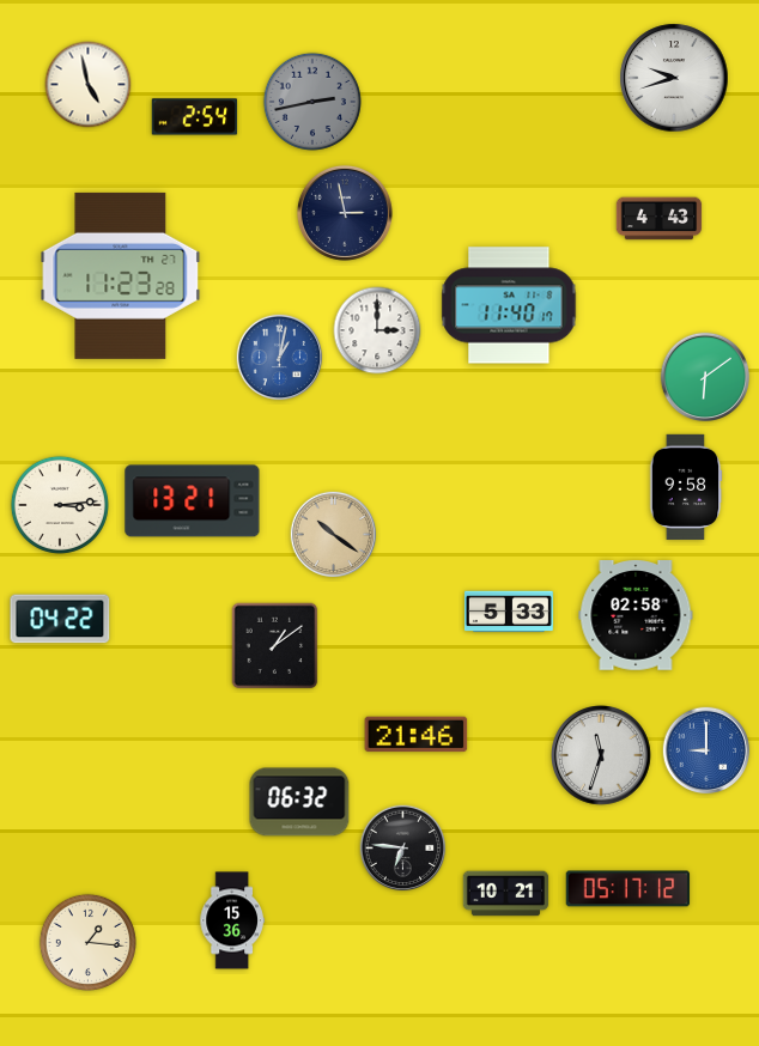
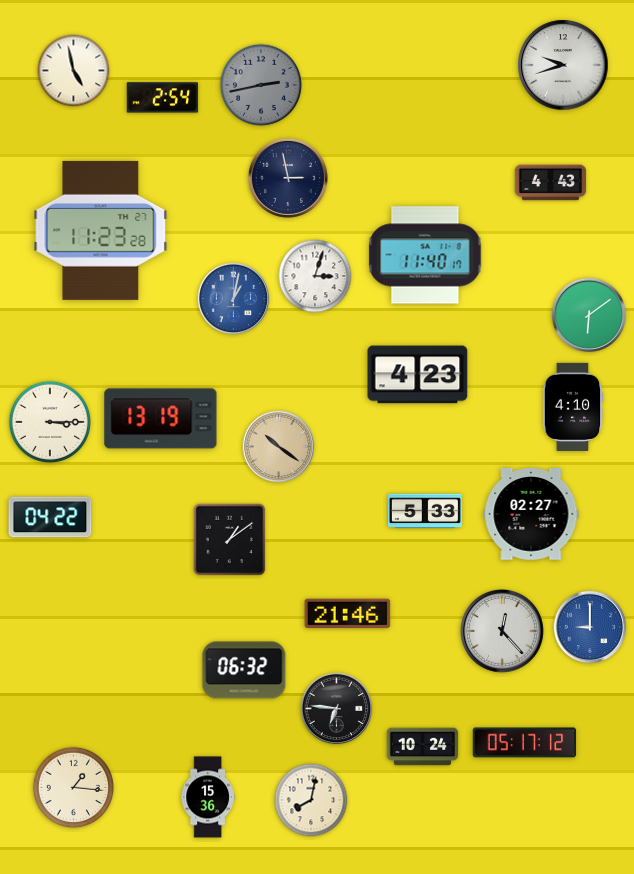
clock at (377, 330): 3:00 -> 3:03
clock at (418, 375): none -> 4:23
clock at (686, 487): 9:58 -> 4:10
clock at (193, 501): 13:21 -> 13:19
clock at (60, 505): 3:14 -> 3:15
clock at (636, 615): 02:58 -> 02:27
clock at (602, 756): 11:33 -> 12:23
clock at (299, 802) position: (299, 802) -> (244, 670)
clock at (506, 894): 10:21 -> 10:24
clock at (232, 920) position: (232, 920) -> (208, 797)
clock at (311, 800): none -> 8:02
